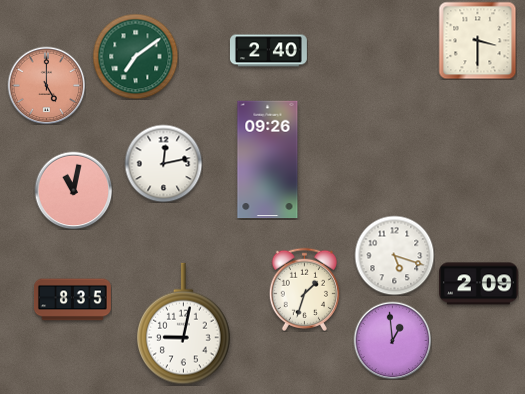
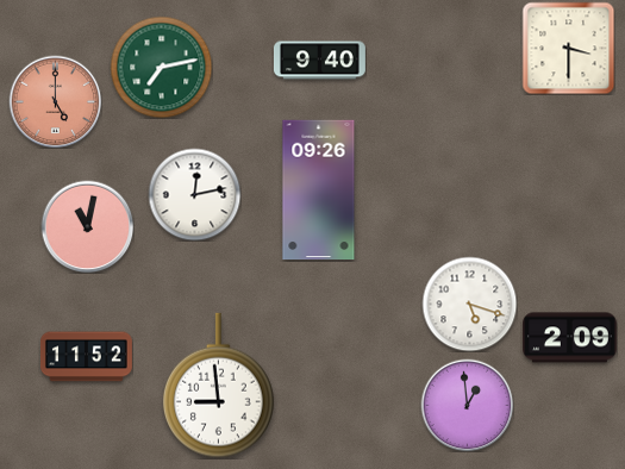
clock at (268, 51): 2:40 -> 9:40
clock at (135, 56): 7:09 -> 7:13
clock at (304, 289): 1:33 -> none
clock at (73, 300): 8:35 -> 11:52
clock at (184, 324): 9:02 -> 8:59
